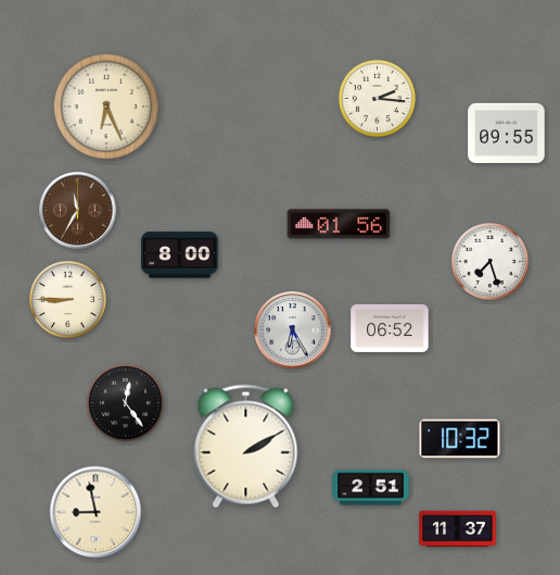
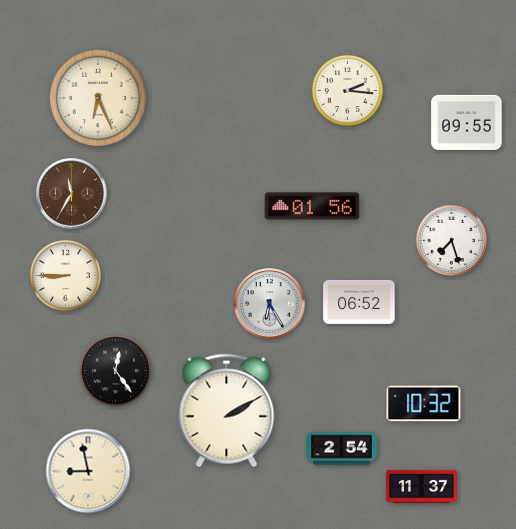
clock at (180, 255): 8:00 -> none
clock at (67, 299) position: (67, 299) -> (65, 275)
clock at (371, 488): 2:51 -> 2:54
